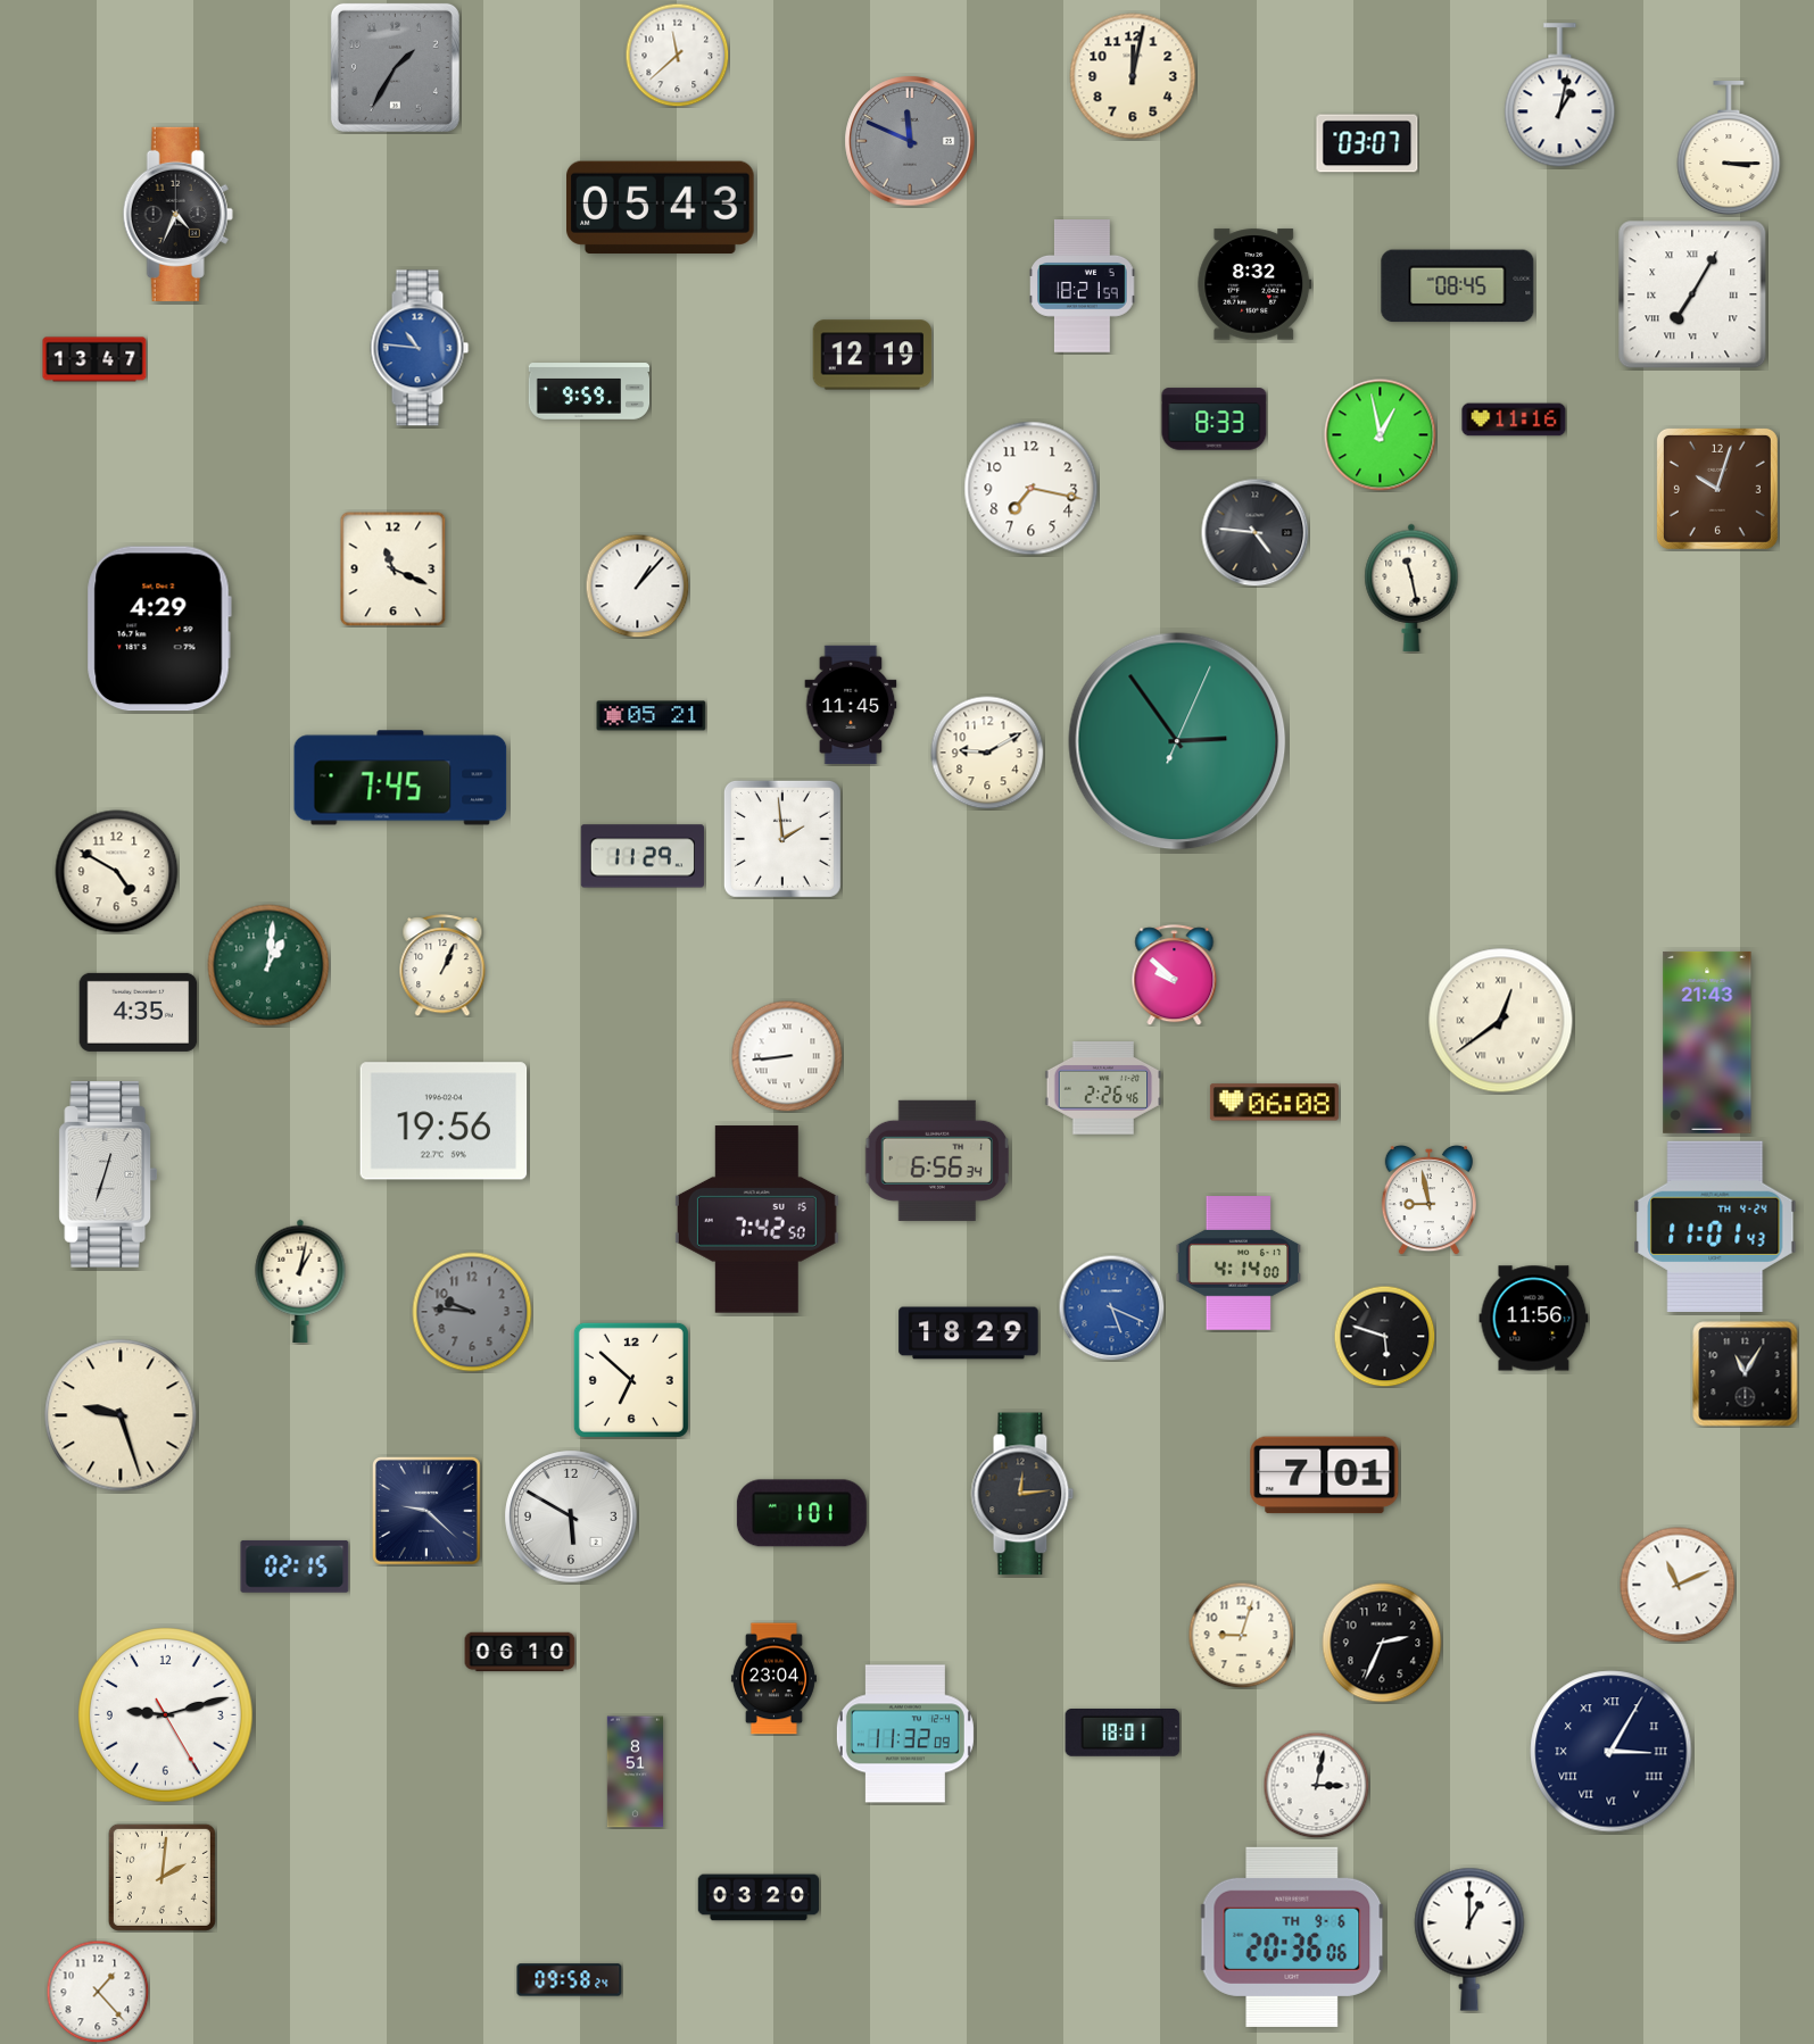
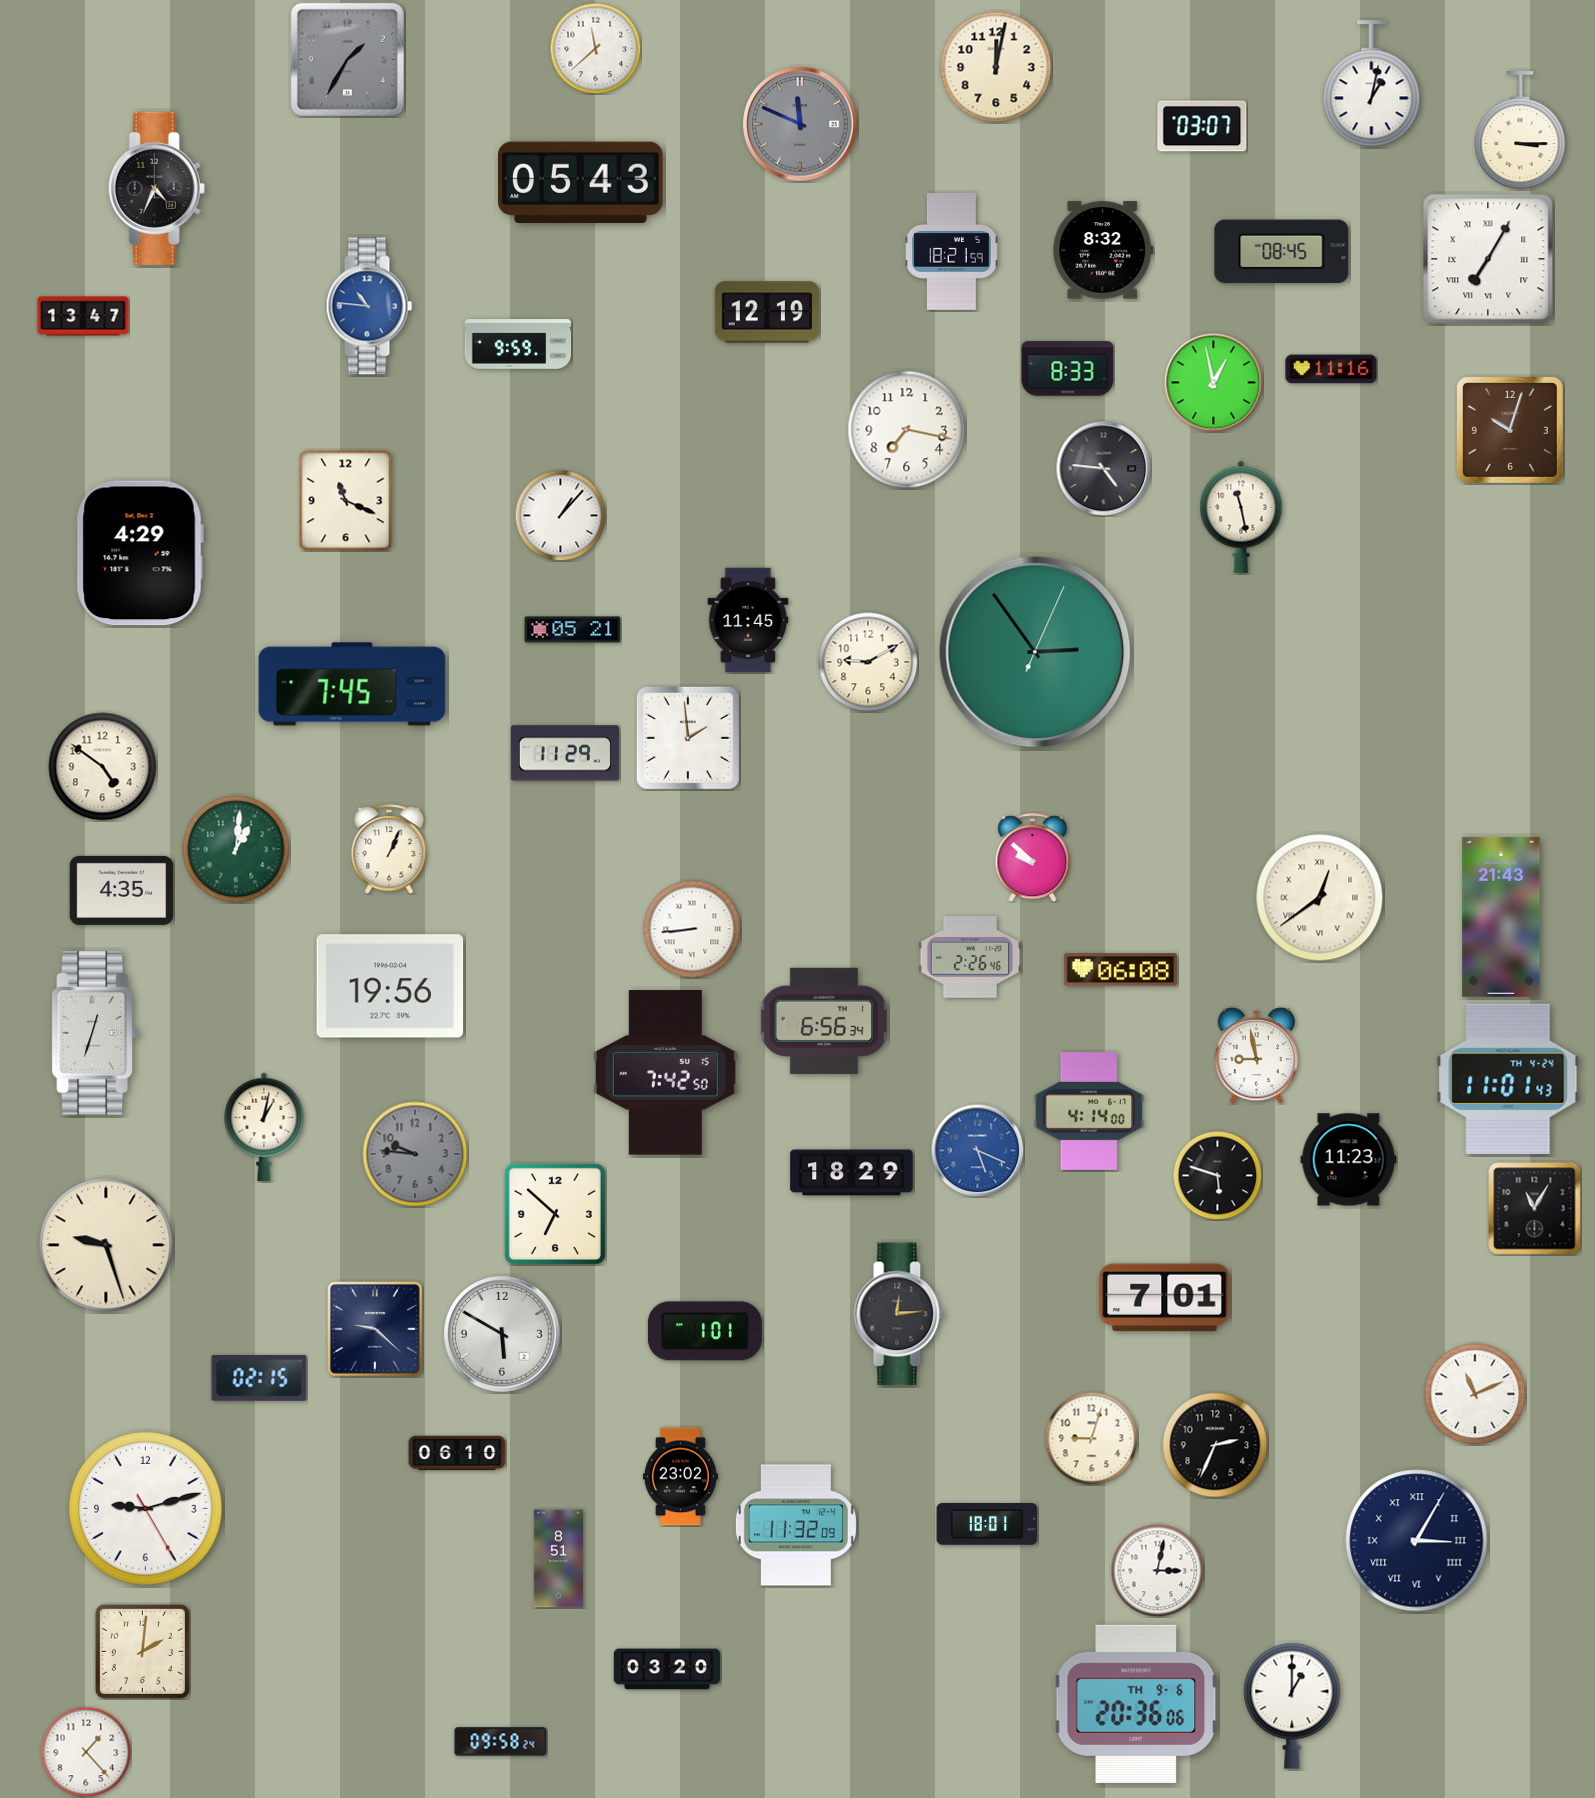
clock at (117, 872): 4:50 -> 4:51
clock at (1534, 1319): 11:56 -> 11:23
clock at (773, 1679): 23:04 -> 23:02
